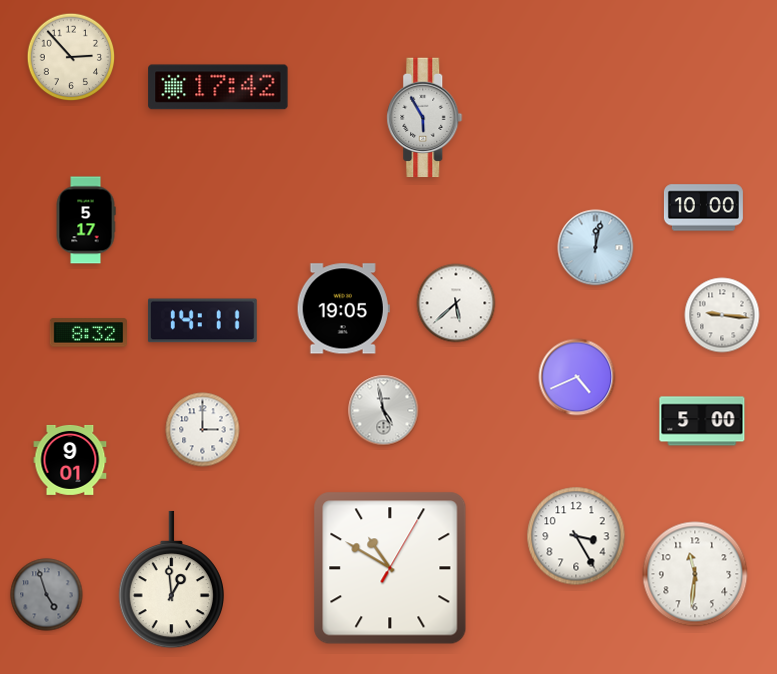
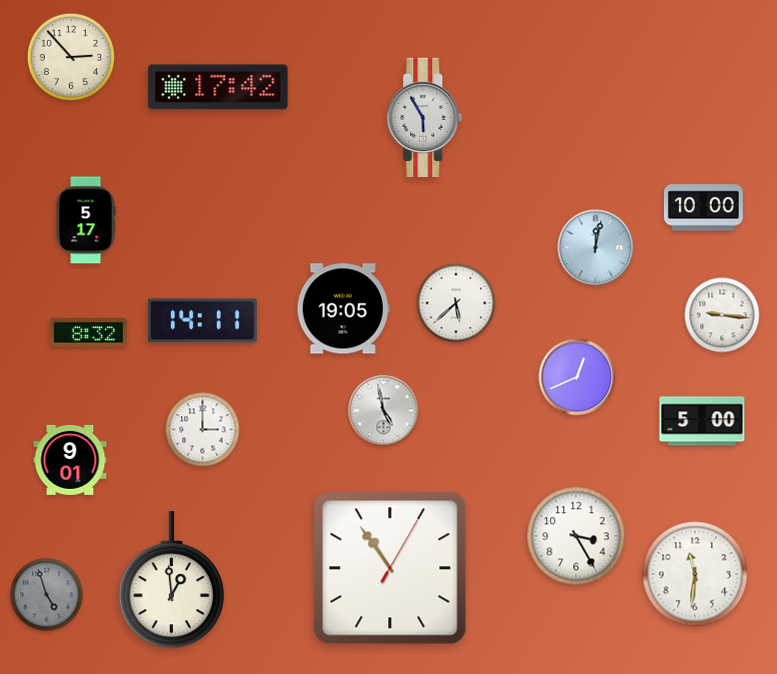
clock at (577, 377): 4:41 -> 12:41
clock at (390, 568): 10:50 -> 10:54
